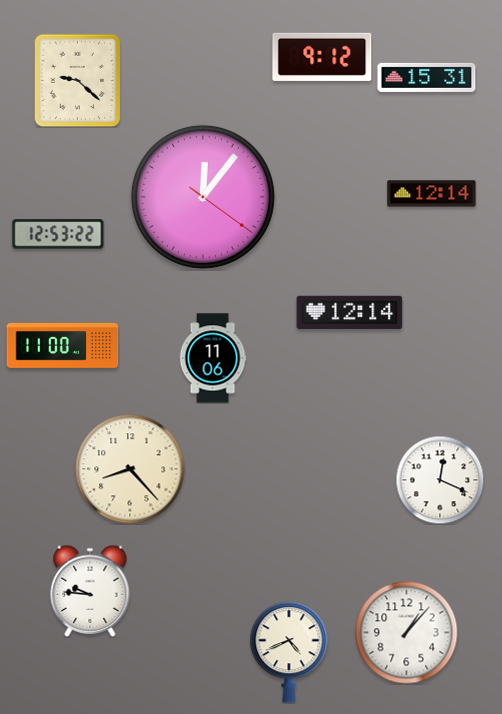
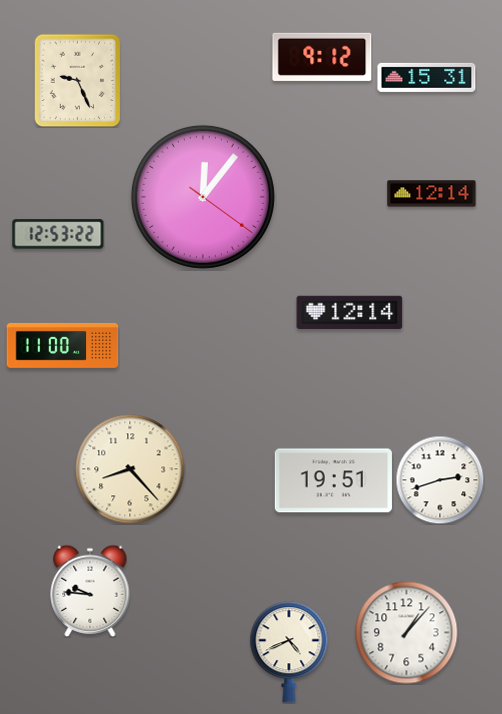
clock at (78, 80): 9:22 -> 9:26
clock at (213, 358): 11:06 -> none
clock at (440, 480): 12:19 -> 2:42
clock at (333, 481): none -> 19:51
